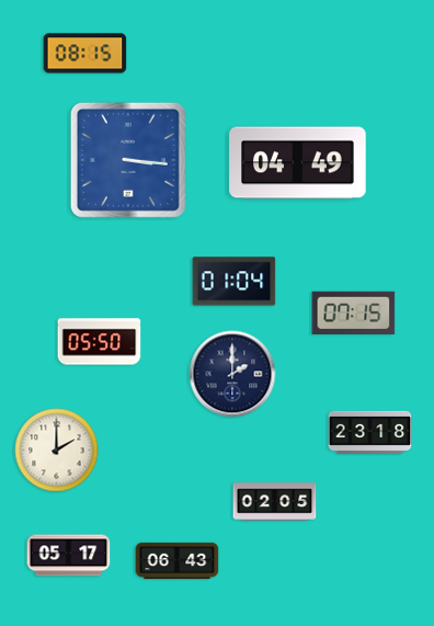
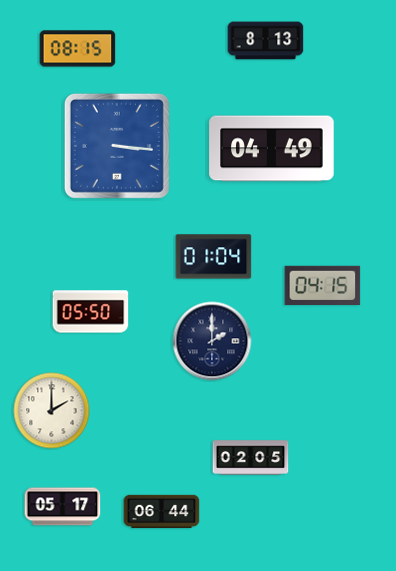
clock at (266, 41): none -> 8:13
clock at (354, 312): 07:15 -> 04:15
clock at (370, 432): 23:18 -> none
clock at (178, 561): 06:43 -> 06:44
